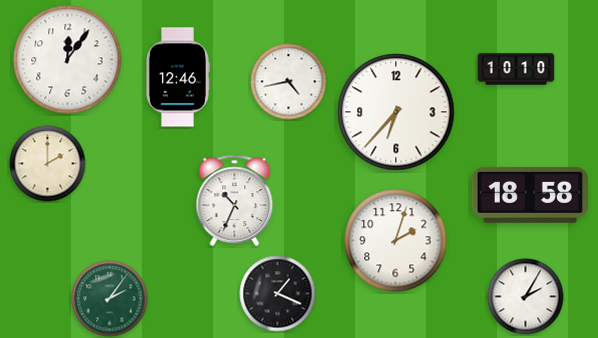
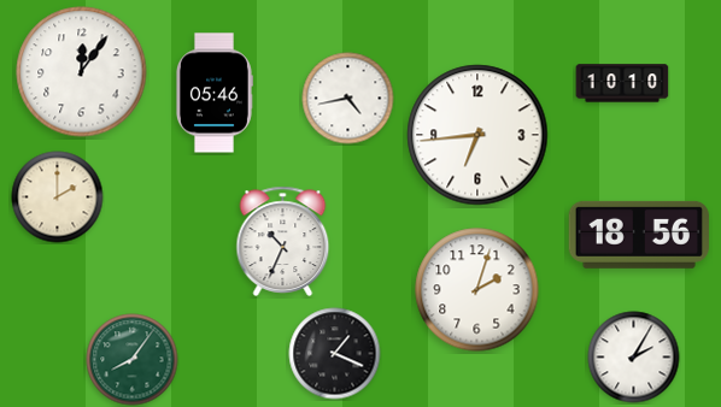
clock at (177, 77): 12:46 -> 05:46
clock at (396, 112): 6:37 -> 6:44
clock at (530, 195): 18:58 -> 18:56
clock at (110, 299): 2:06 -> 8:06
